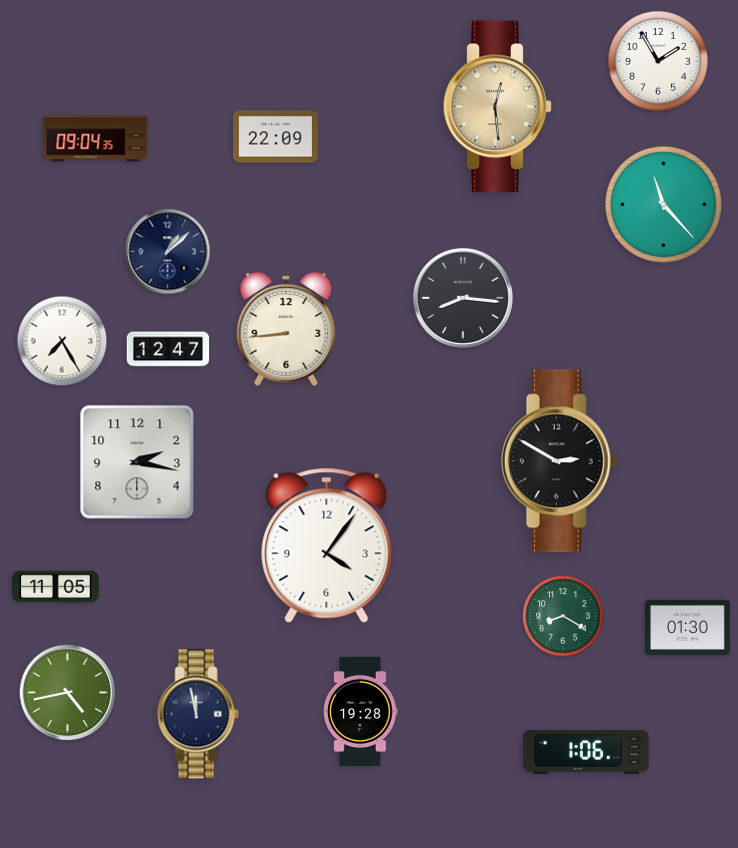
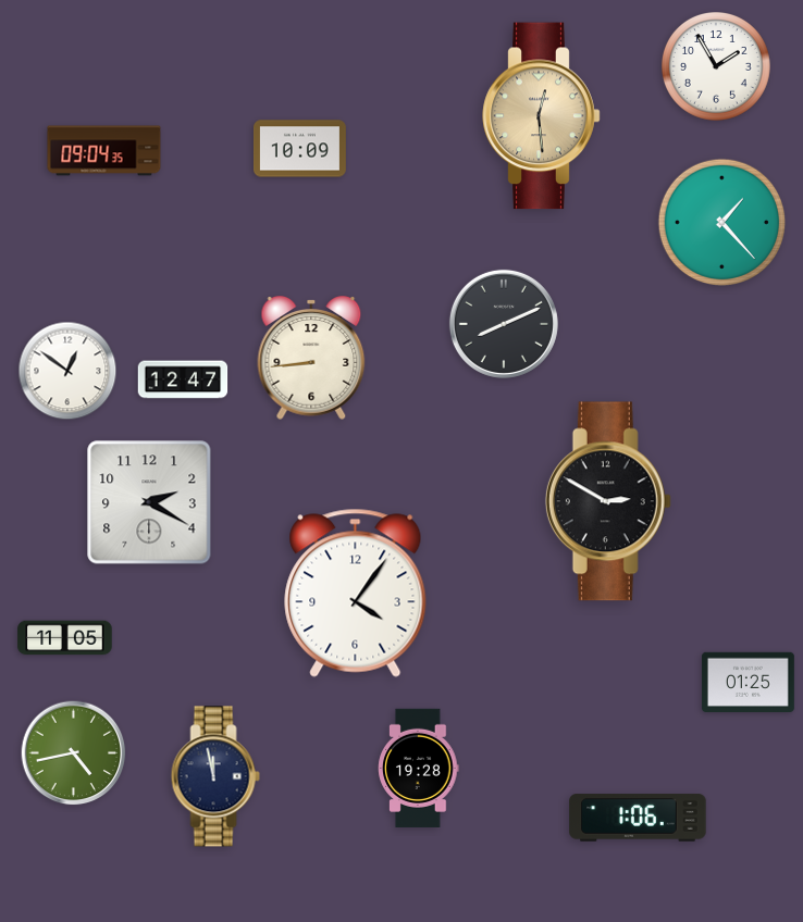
clock at (275, 137): 22:09 -> 10:09
clock at (664, 205): 11:23 -> 1:23
clock at (168, 252): 1:08 -> none
clock at (463, 298): 8:16 -> 8:11
clock at (62, 341): 7:25 -> 12:51
clock at (137, 462): 2:17 -> 2:20
clock at (56, 587) position: (56, 587) -> (65, 638)
clock at (563, 616): 8:20 -> none
clock at (687, 627): 01:30 -> 01:25
clock at (361, 711) position: (361, 711) -> (419, 768)
